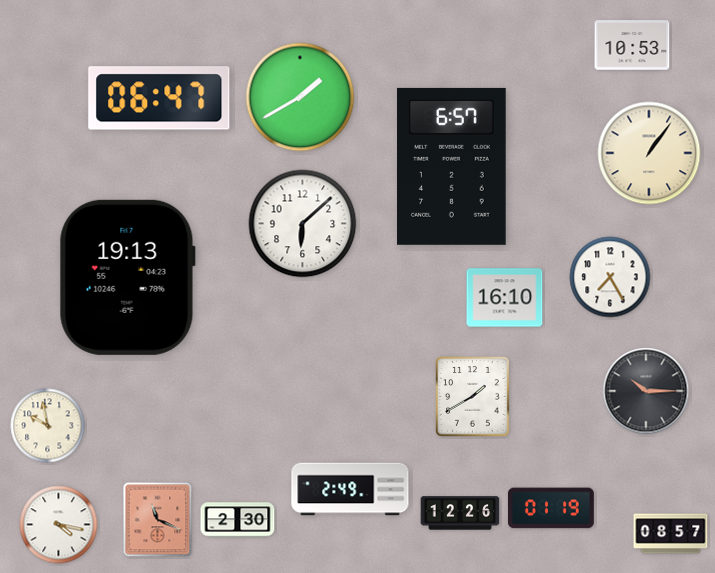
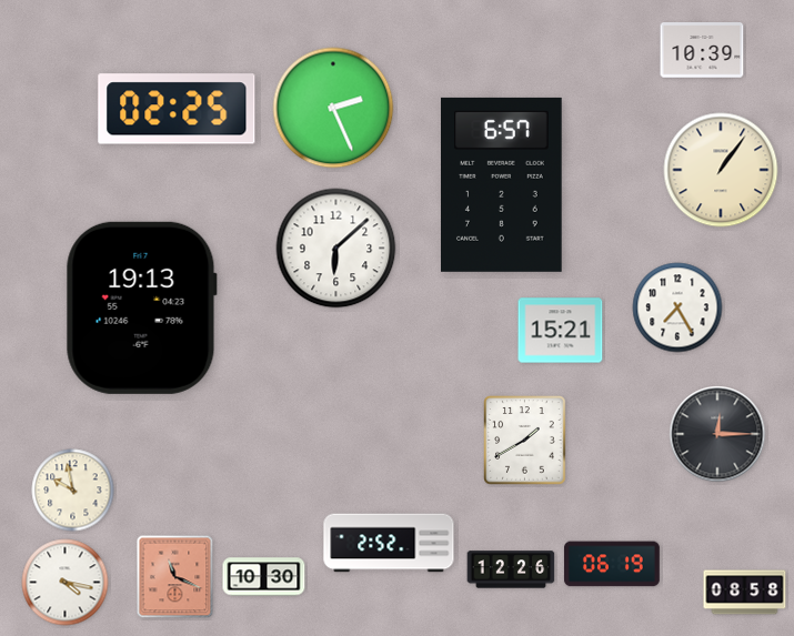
clock at (632, 45): 10:53 -> 10:39
clock at (300, 97): 1:40 -> 2:26
clock at (159, 98): 06:47 -> 02:25
clock at (505, 298): 16:10 -> 15:21
clock at (646, 391): 10:15 -> 12:15
clock at (48, 426) position: (48, 426) -> (73, 491)
clock at (350, 489): 2:49 -> 2:52
clock at (551, 508): 01:19 -> 06:19
clock at (238, 520): 2:30 -> 10:30
clock at (671, 534): 08:57 -> 08:58
